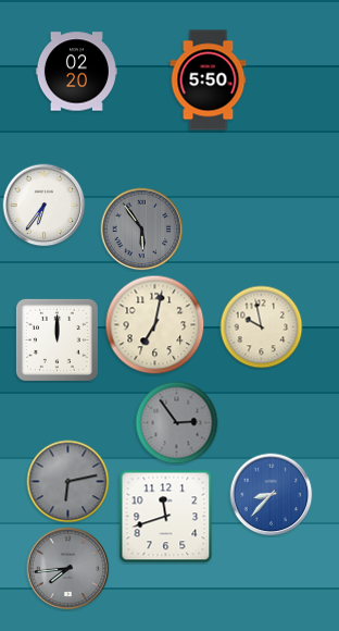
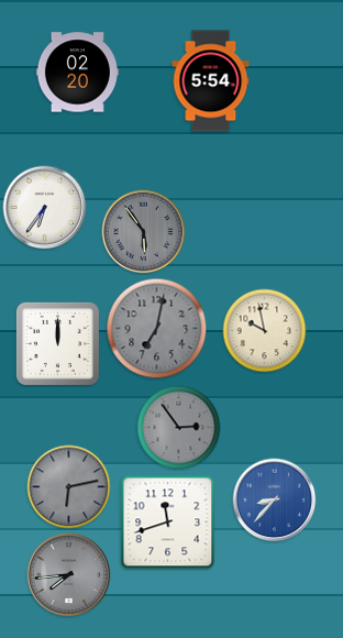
clock at (209, 81): 5:50 -> 5:54
clock at (155, 325) dial: cream -> grey
